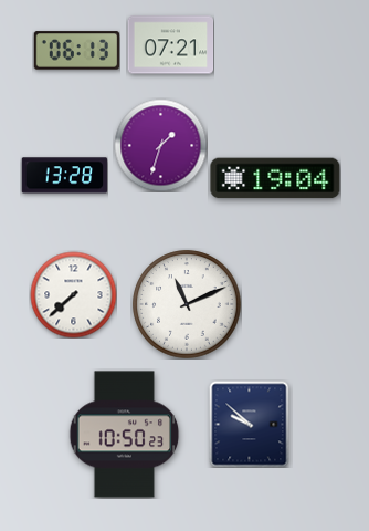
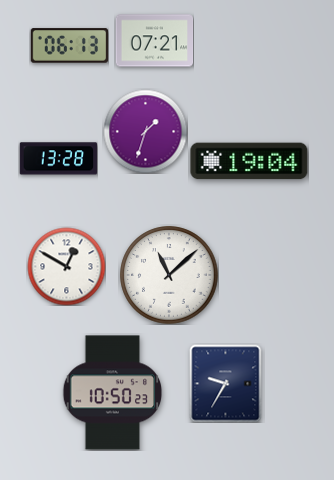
clock at (73, 294): 7:38 -> 12:50
clock at (187, 304): 11:11 -> 11:08
clock at (250, 424): 9:52 -> 9:35
